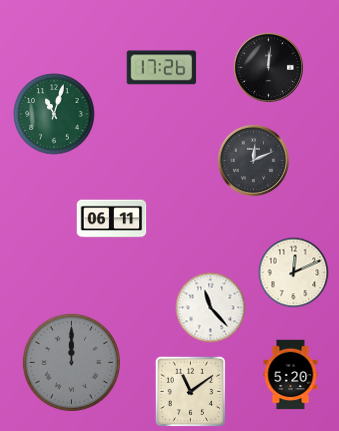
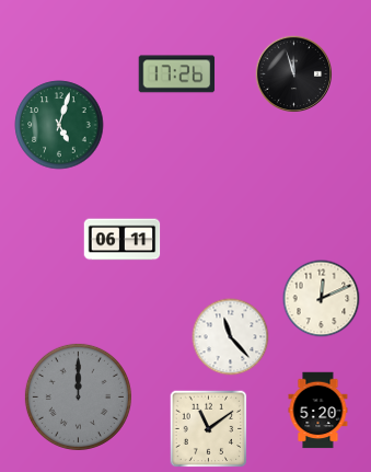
clock at (269, 68): 12:01 -> 11:57
clock at (54, 114): 11:03 -> 5:03
clock at (253, 160): 12:11 -> none
